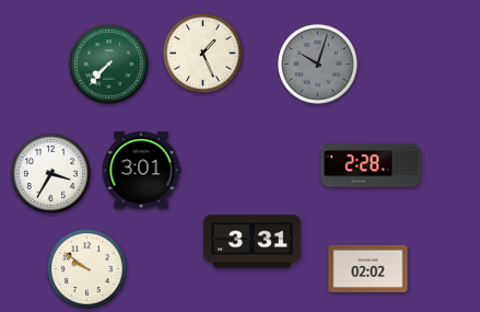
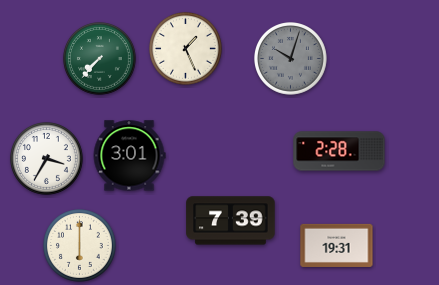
clock at (253, 242): 3:31 -> 7:39
clock at (368, 268): 02:02 -> 19:31
clock at (87, 269): 9:51 -> 6:00
